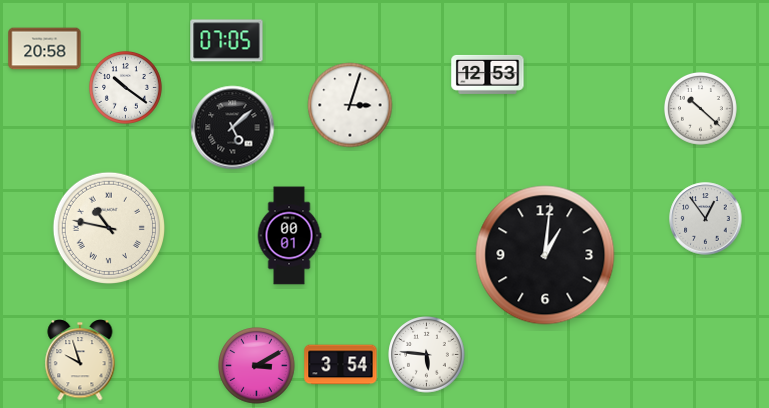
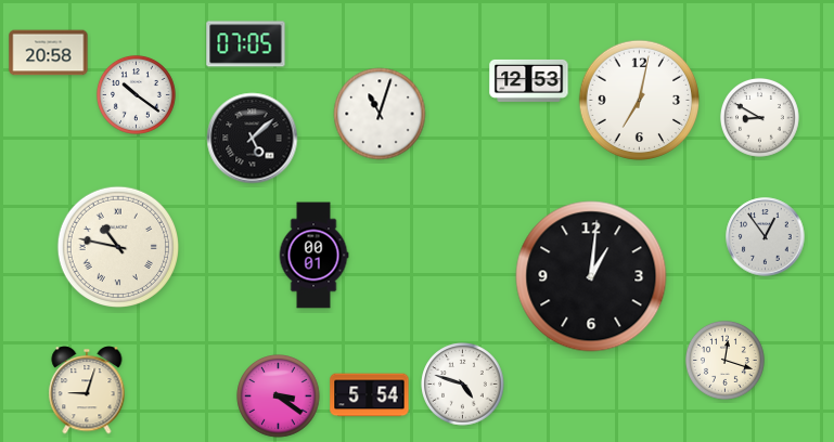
clock at (640, 101): none -> 7:02
clock at (350, 105): 3:03 -> 11:03
clock at (700, 108): 10:22 -> 8:50
clock at (724, 360): none -> 12:18
clock at (427, 355): 5:46 -> 4:48
clock at (80, 360): 9:57 -> 9:03
clock at (341, 365): 3:54 -> 5:54
clock at (257, 366): 3:10 -> 3:21
